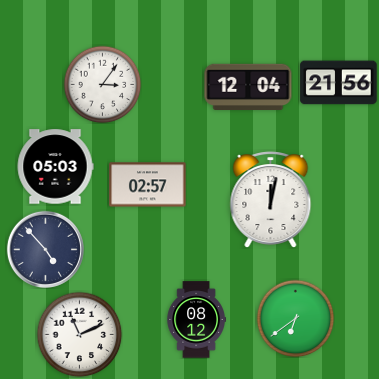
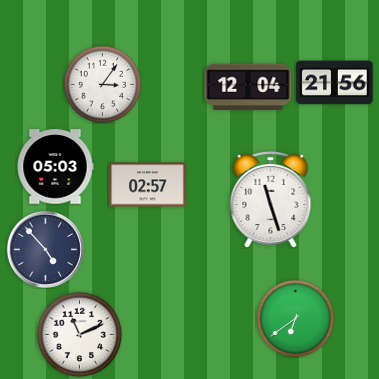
clock at (339, 83) position: (339, 83) -> (335, 83)
clock at (271, 200): 12:02 -> 11:27
clock at (196, 320): 08:12 -> none
